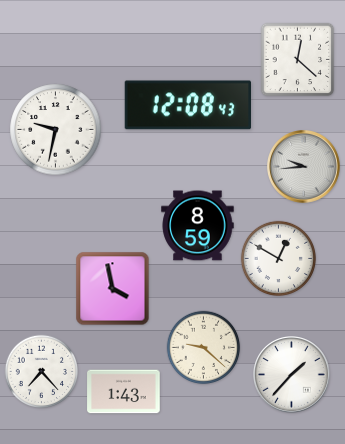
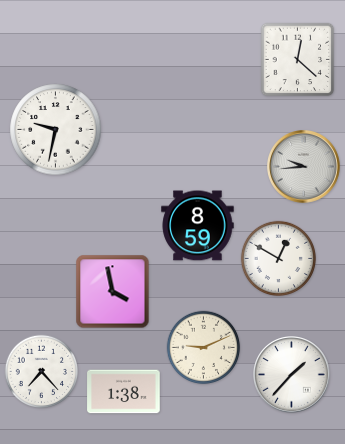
clock at (187, 105): 12:08 -> none
clock at (113, 289) position: (113, 289) -> (113, 292)
clock at (204, 348): 9:22 -> 9:11
clock at (124, 392): 1:43 -> 1:38
